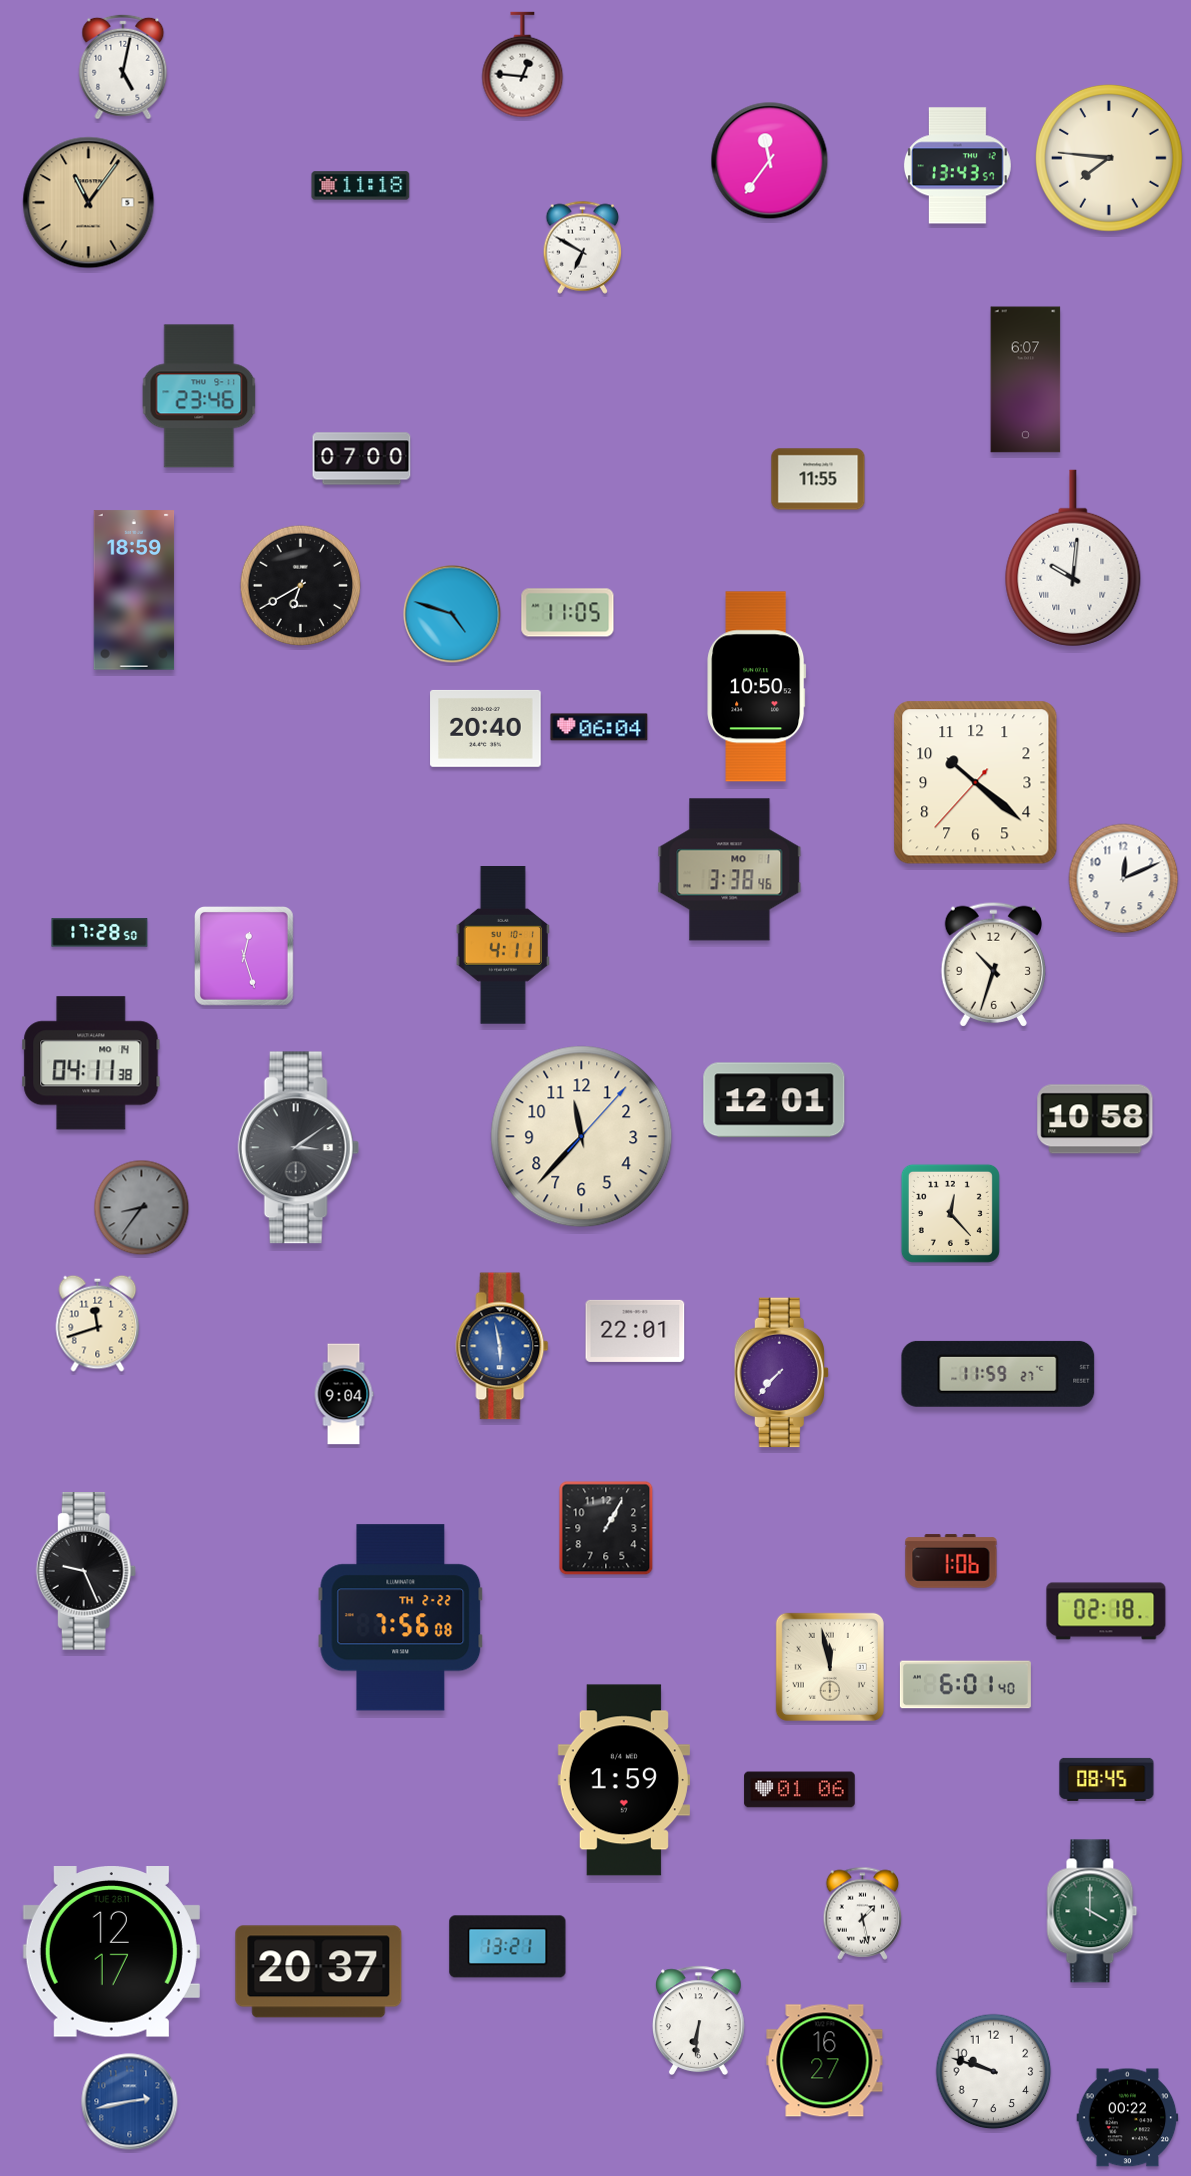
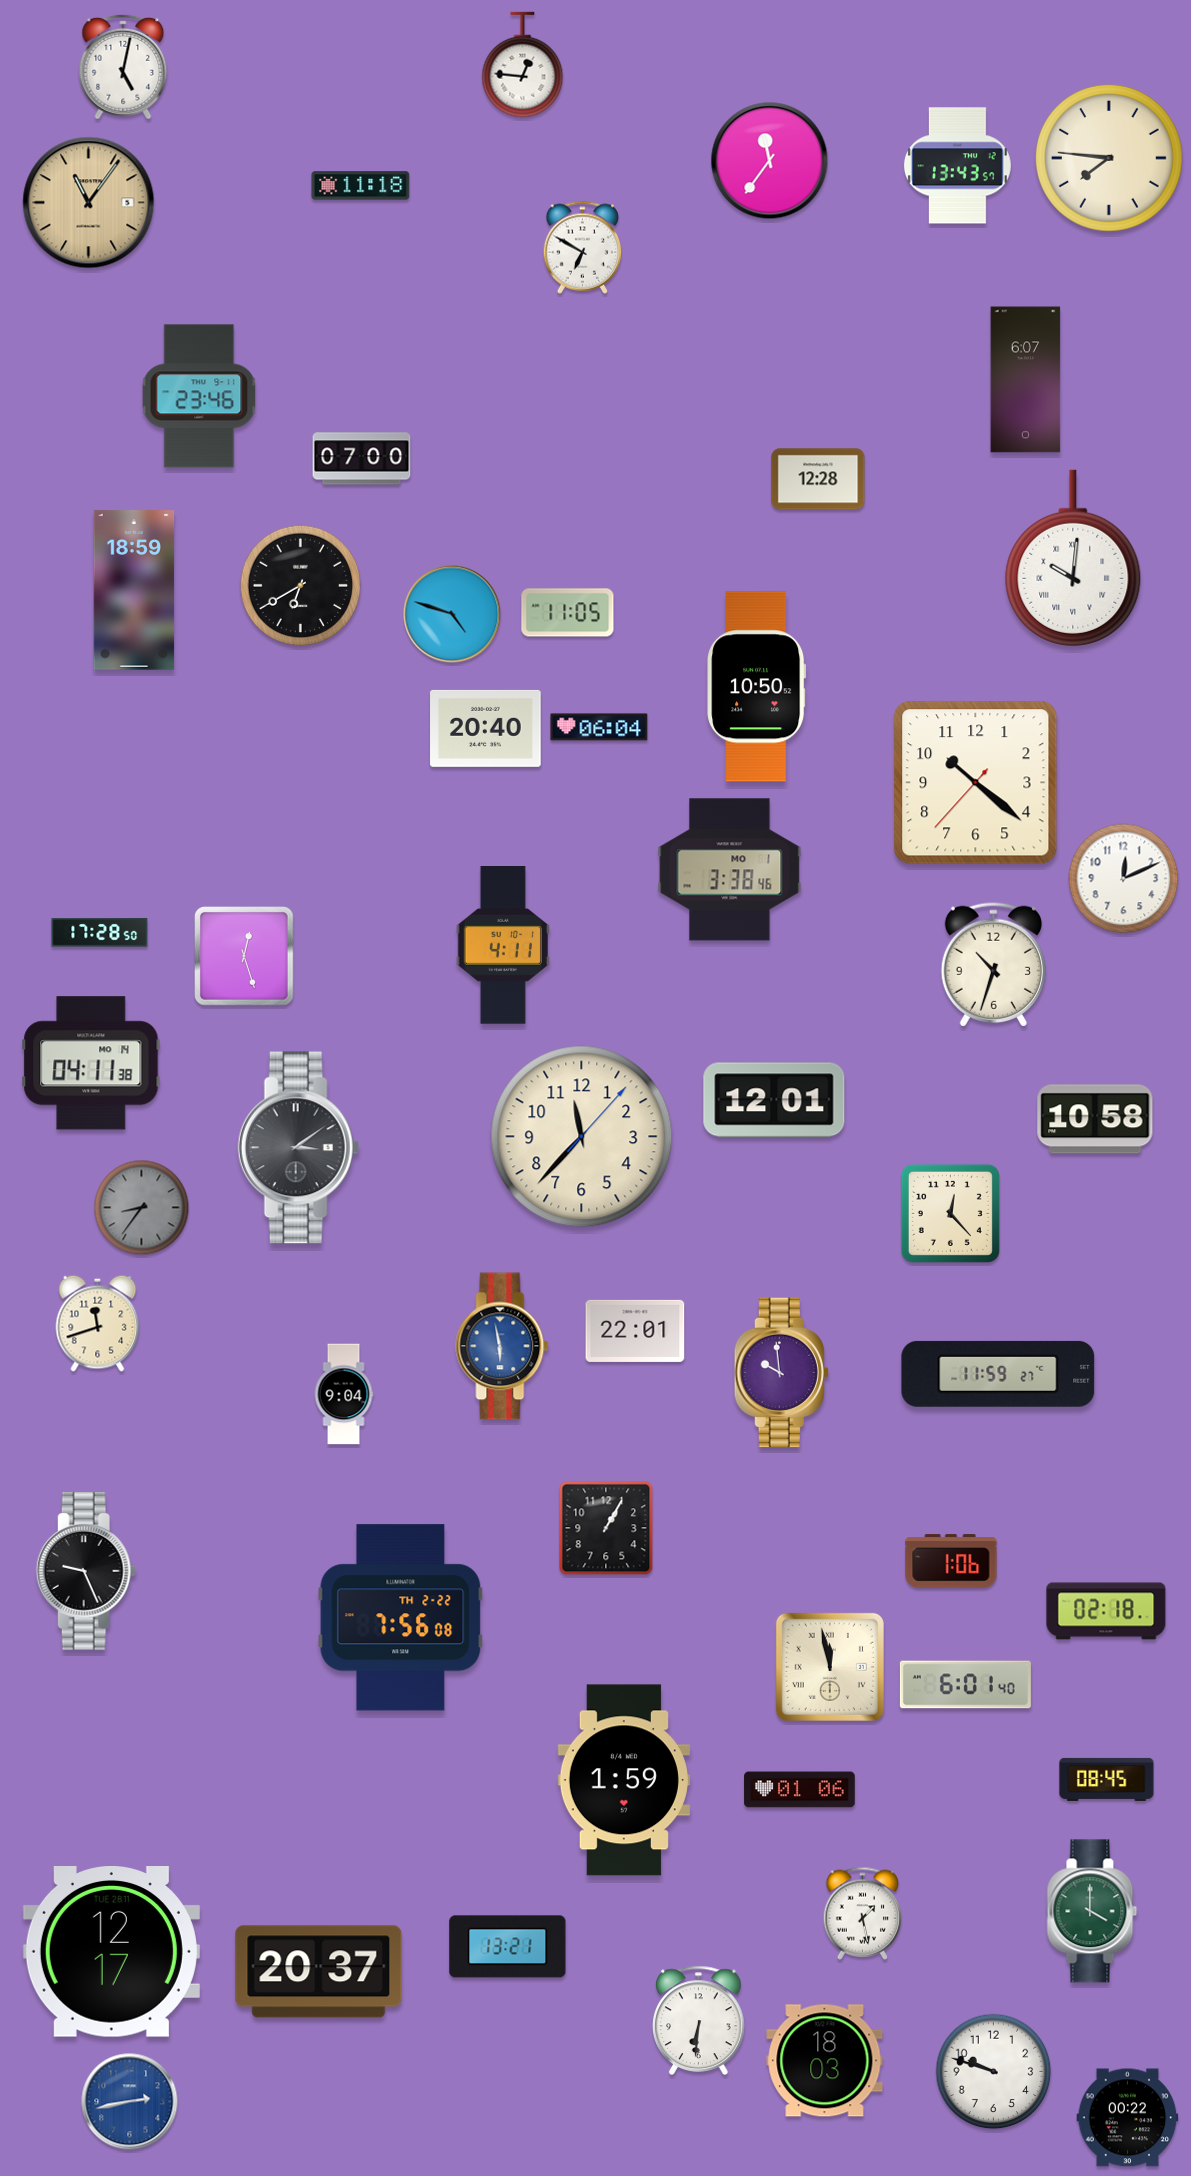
clock at (818, 479): 11:55 -> 12:28
clock at (781, 1373): 7:37 -> 9:59
clock at (825, 2061): 16:27 -> 18:03
